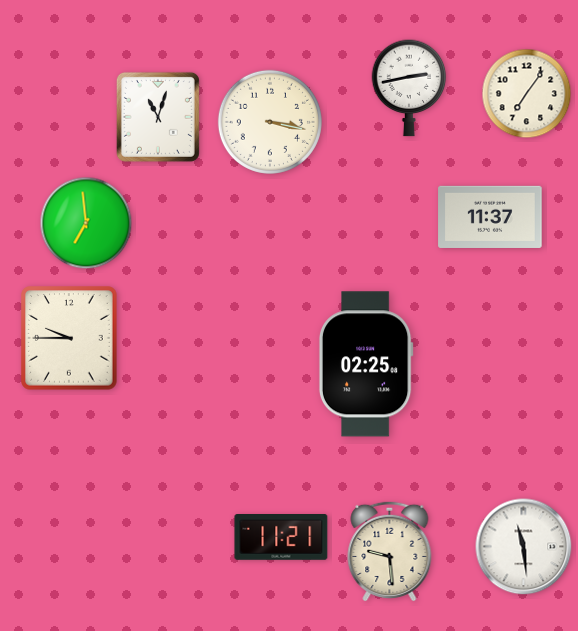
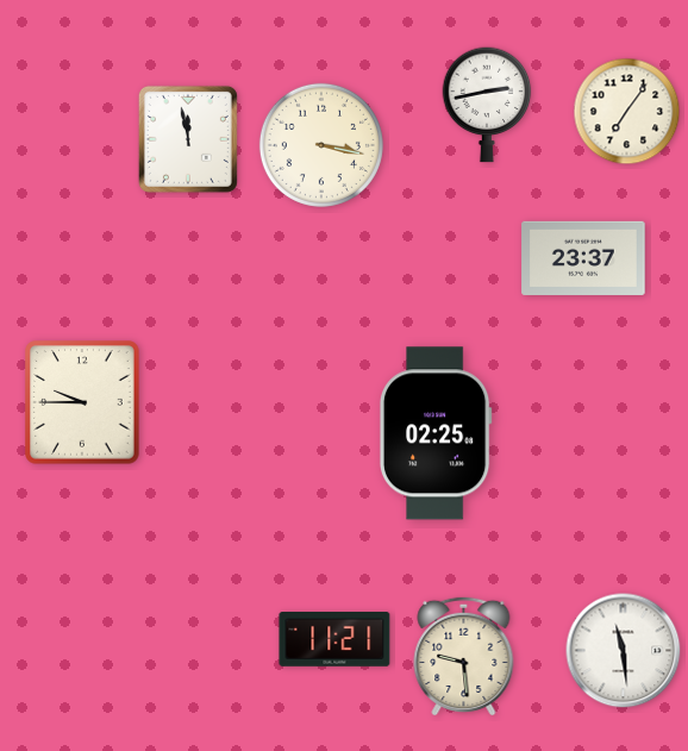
clock at (158, 117): 11:03 -> 11:58
clock at (490, 217): 11:37 -> 23:37
clock at (86, 223): 6:59 -> none
